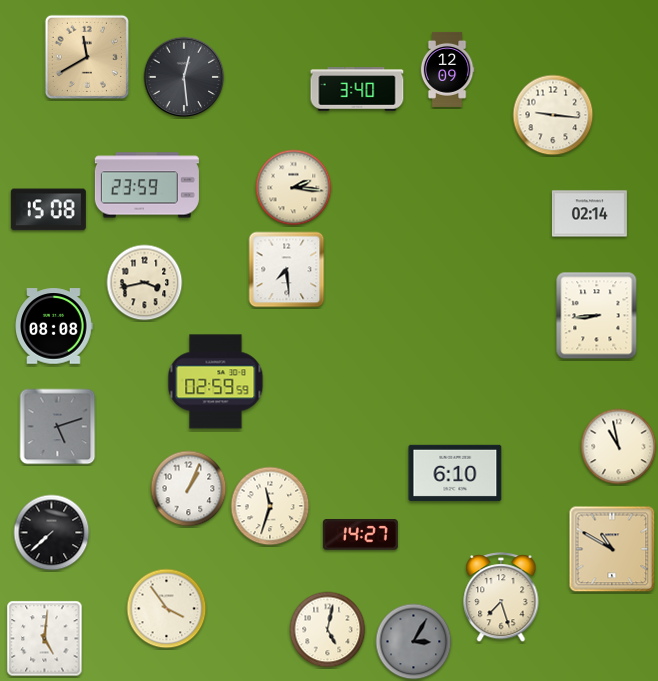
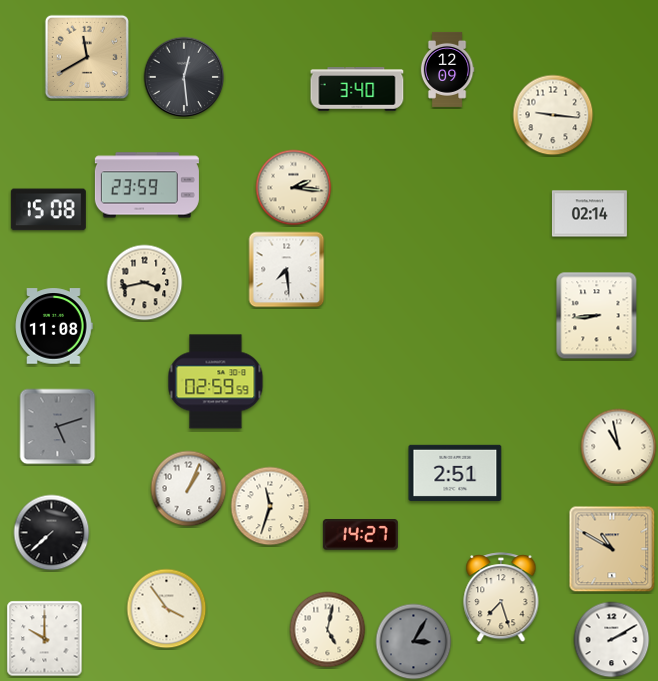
clock at (54, 326): 08:08 -> 11:08
clock at (455, 473): 6:10 -> 2:51
clock at (45, 639): 5:01 -> 10:00
clock at (612, 640): none -> 2:10
